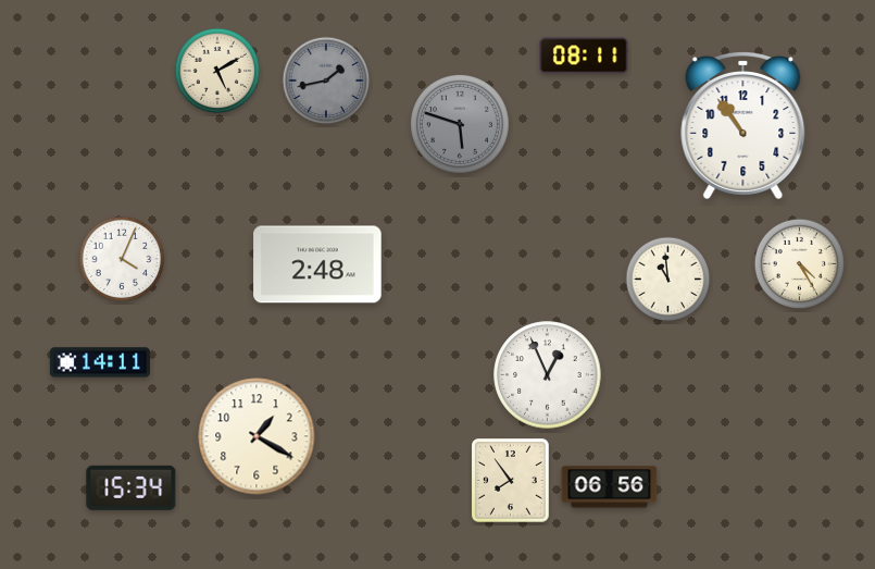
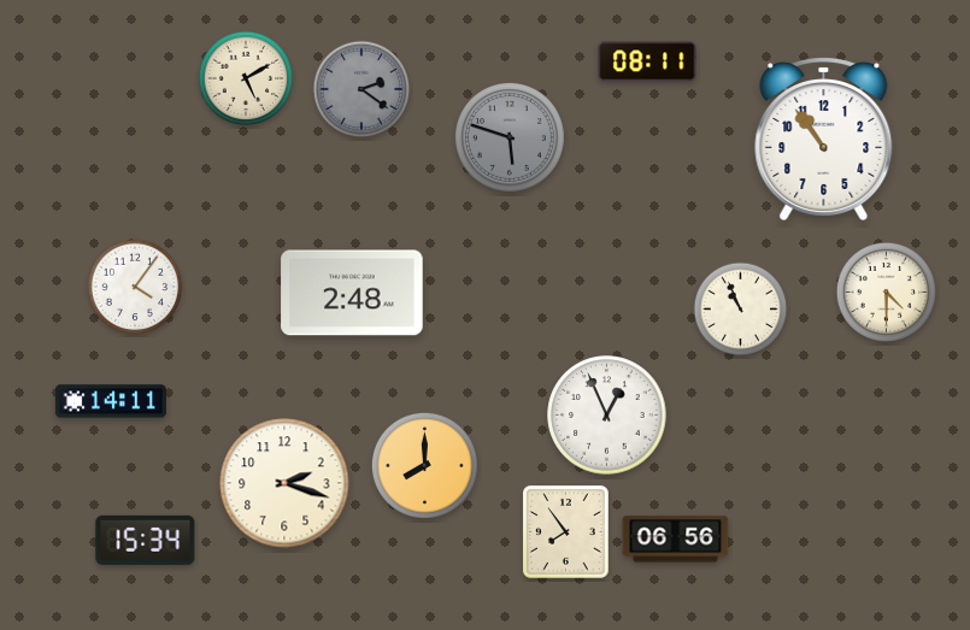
clock at (217, 71) position: (217, 71) -> (246, 78)
clock at (326, 81): 1:43 -> 2:21
clock at (122, 259): 4:04 -> 4:06
clock at (799, 263): 4:25 -> 4:30
clock at (668, 280): 10:59 -> 10:56
clock at (424, 465): none -> 8:00
clock at (257, 436): 1:20 -> 2:18
